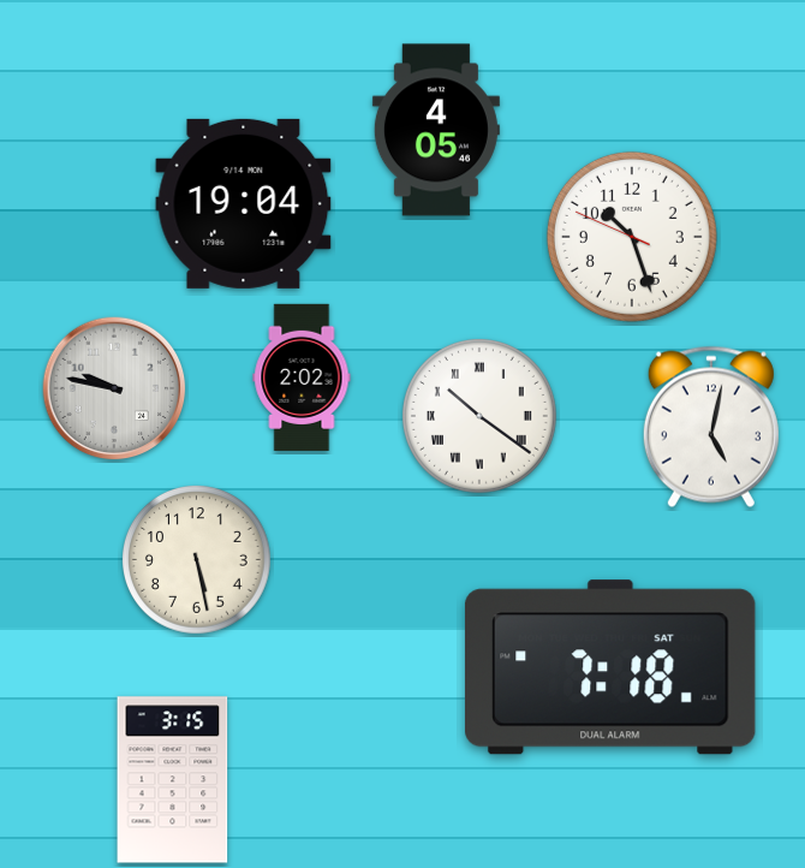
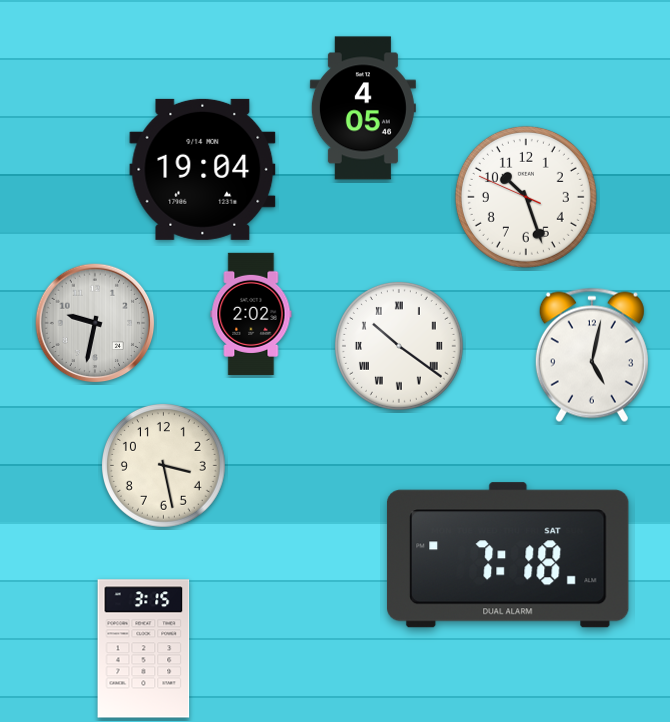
clock at (114, 388): 9:47 -> 9:32
clock at (197, 560): 5:28 -> 3:28
